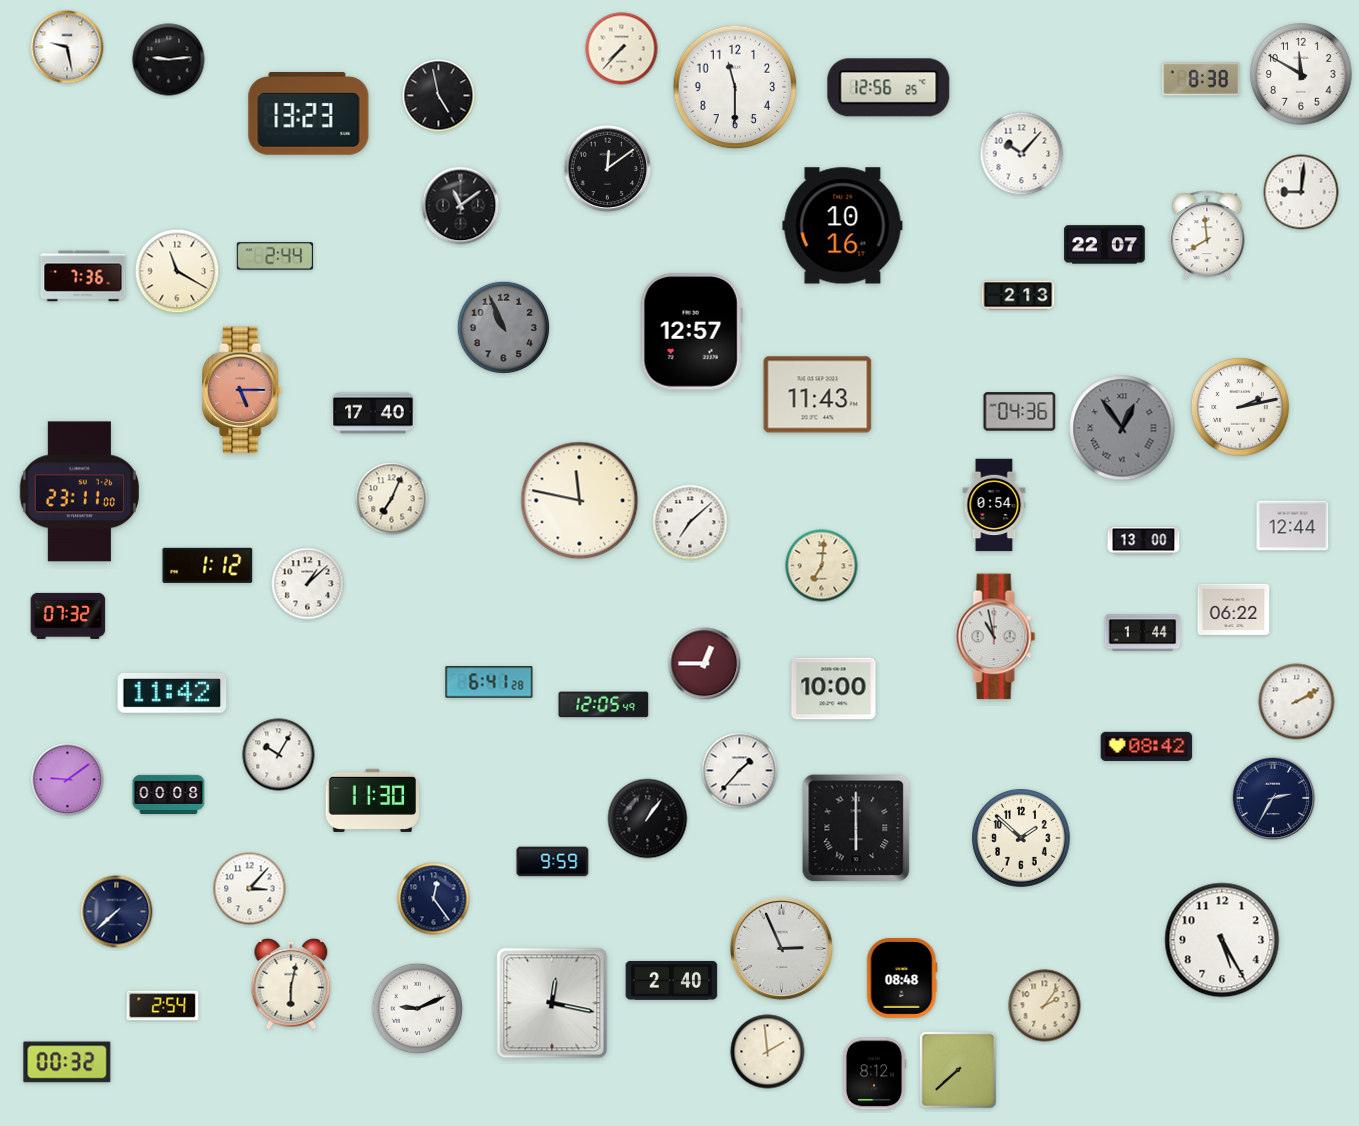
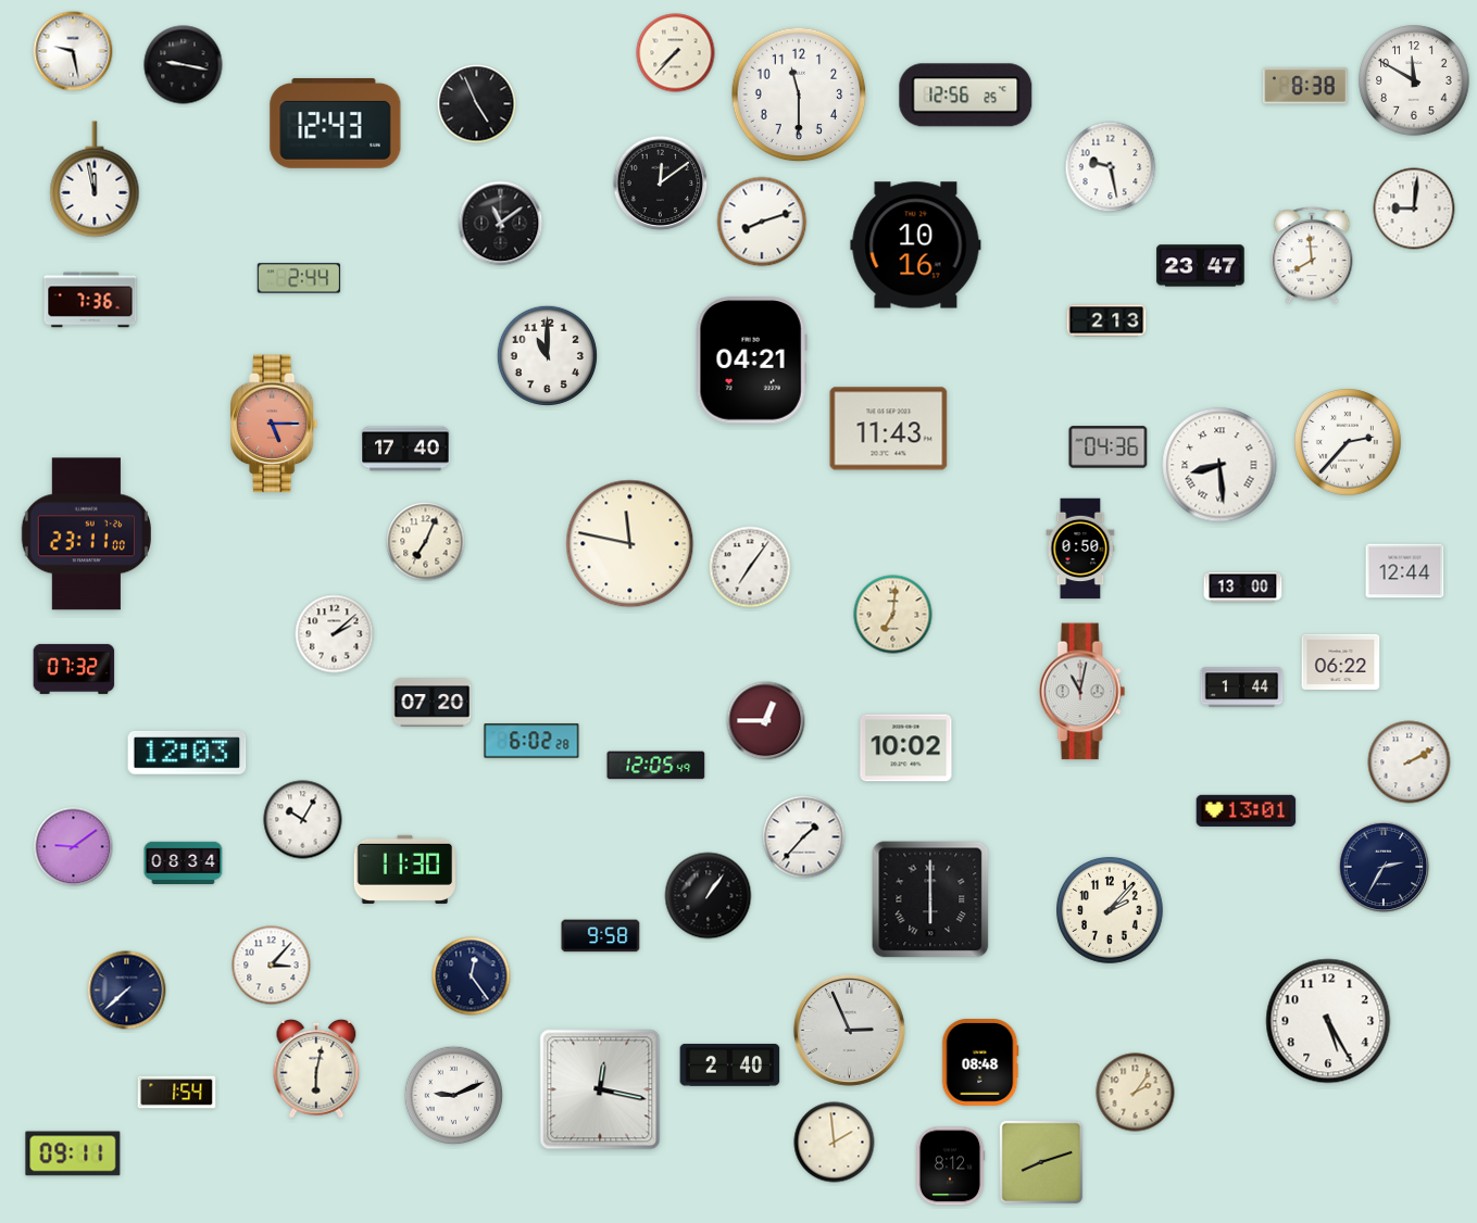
clock at (169, 60): 9:14 -> 9:17
clock at (439, 96): 4:58 -> 4:56
clock at (309, 113): 13:23 -> 12:43
clock at (1022, 154): 10:07 -> 9:28
clock at (95, 179): none -> 11:58
clock at (762, 222): none -> 8:12
clock at (1105, 245): 22:07 -> 23:47
clock at (177, 271): 11:20 -> none
clock at (503, 327): 10:56 -> 11:00
clock at (503, 327) dial: grey -> white
clock at (691, 332): 12:57 -> 04:21
clock at (243, 390) position: (243, 390) -> (275, 424)
clock at (1241, 408): 2:13 -> 2:37
clock at (1122, 428): 12:54 -> 8:29
clock at (1122, 428) dial: grey -> white
clock at (994, 505): 0:54 -> 0:50
clock at (690, 522): 7:08 -> 7:06
clock at (208, 565): 1:12 -> none
clock at (308, 584): 1:08 -> 2:08
clock at (996, 637): 10:58 -> 11:02
clock at (433, 703): none -> 07:20
clock at (489, 682): 6:41 -> 6:02
clock at (834, 689): 10:00 -> 10:02
clock at (172, 694): 11:42 -> 12:03
clock at (1147, 746): 08:42 -> 13:01
clock at (169, 795): 00:08 -> 08:34
clock at (648, 819) position: (648, 819) -> (709, 896)
clock at (1022, 839): 1:52 -> 2:07
clock at (553, 862): 9:59 -> 9:58
clock at (163, 1006): 2:54 -> 1:54
clock at (67, 1062): 00:32 -> 09:11
clock at (958, 1070): 7:38 -> 8:12
